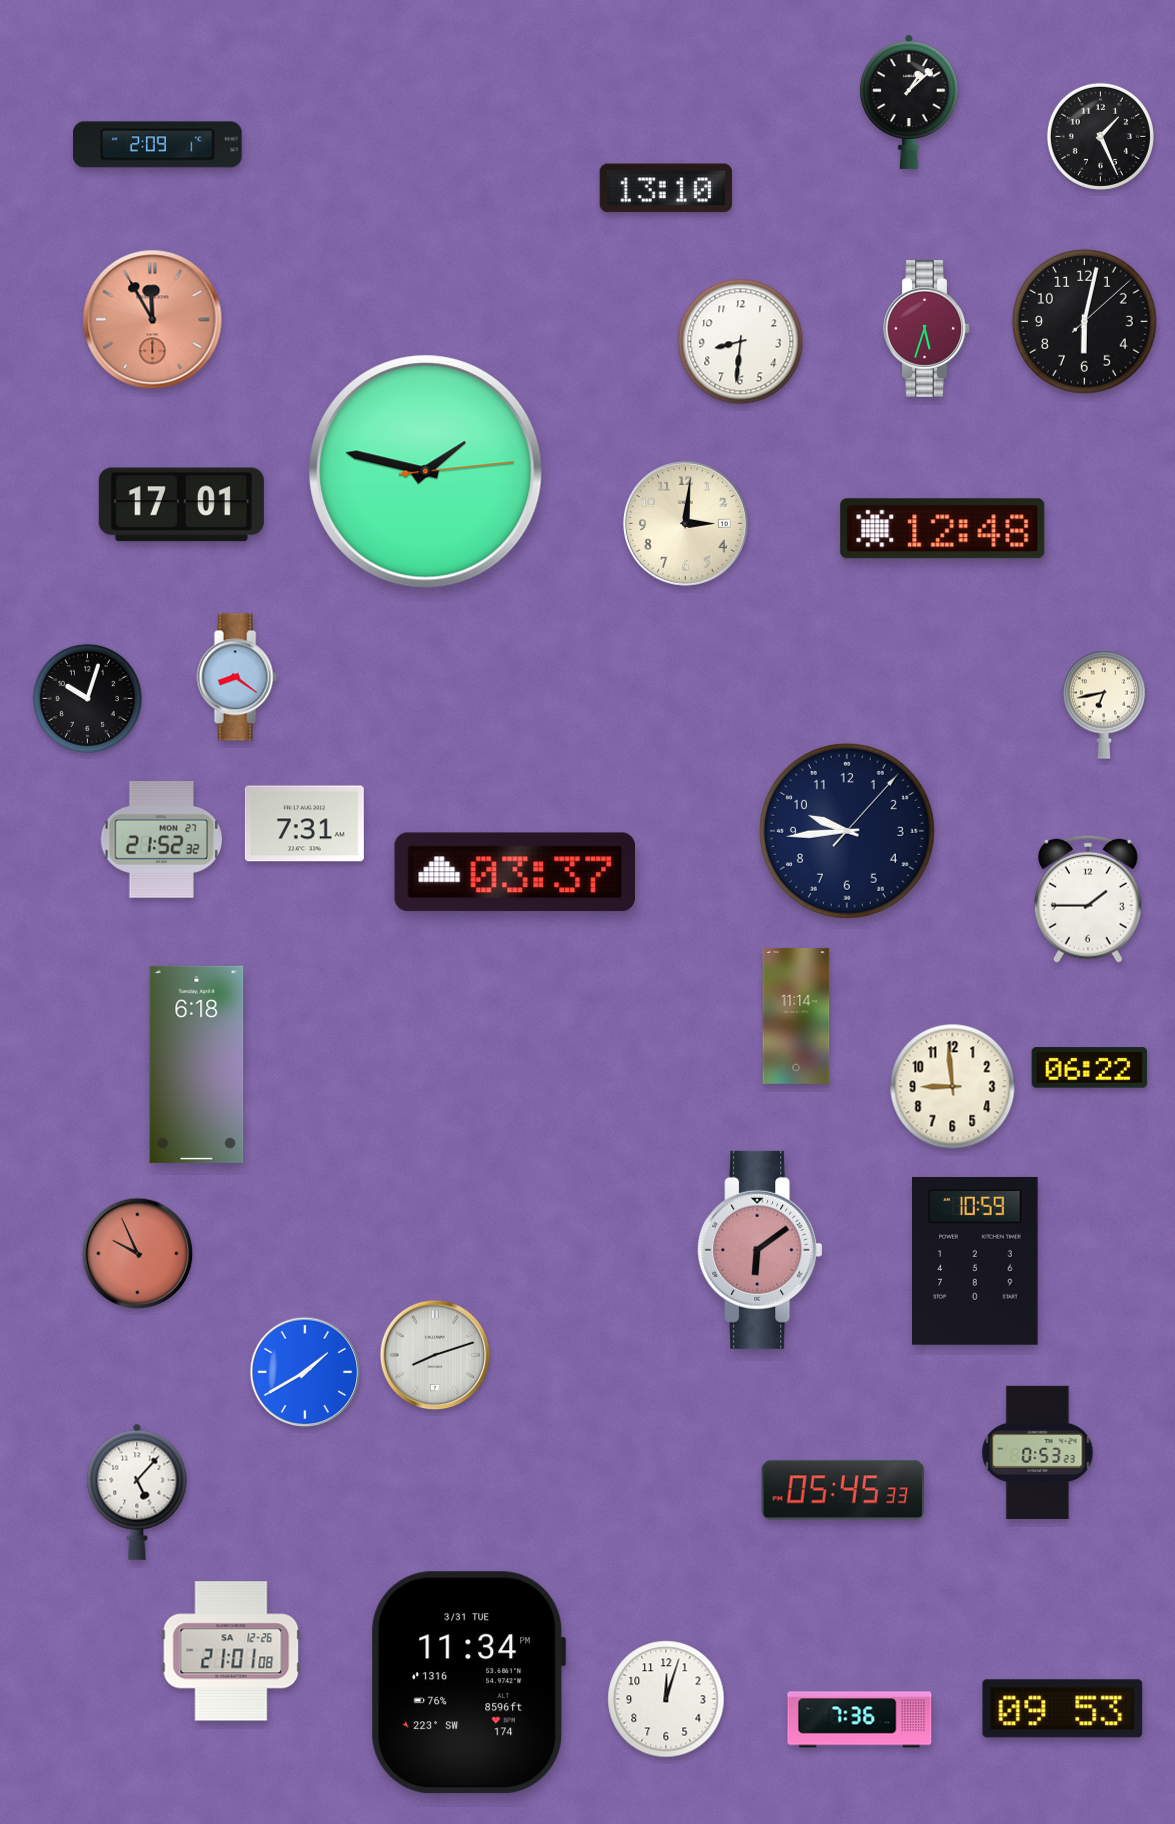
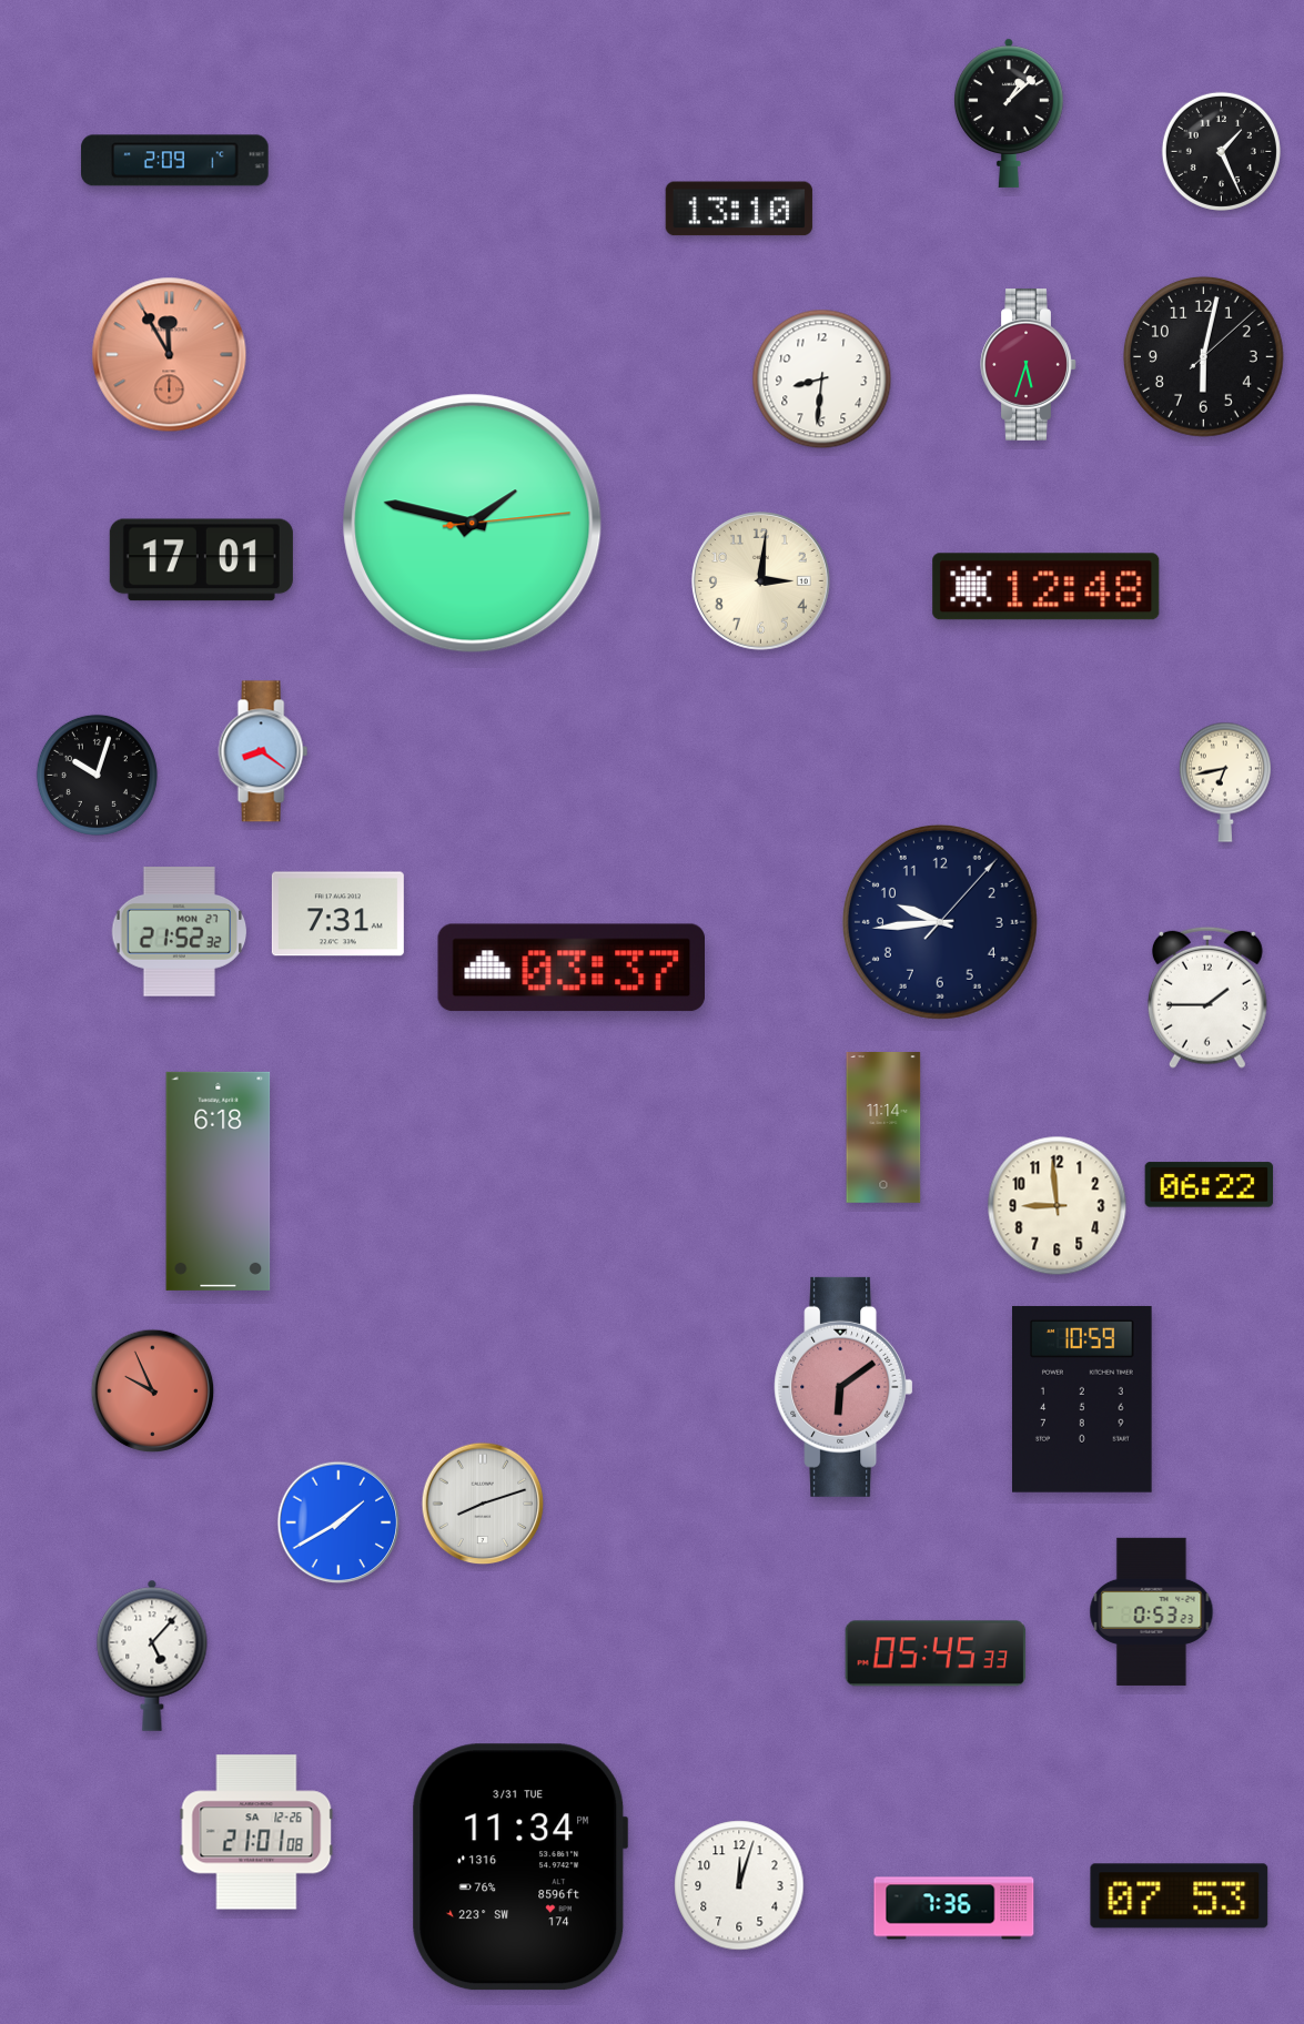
clock at (1063, 1709): 09:53 -> 07:53
